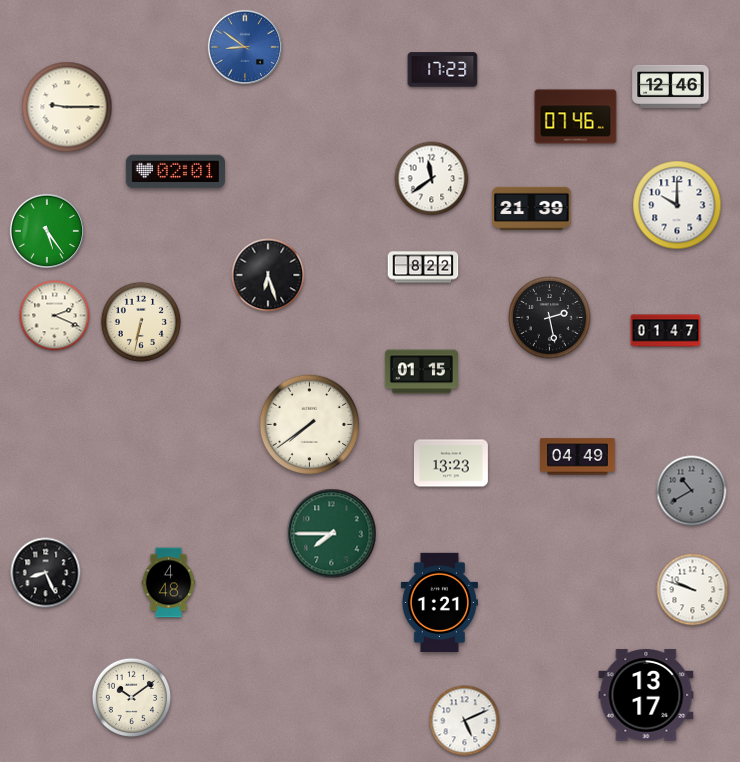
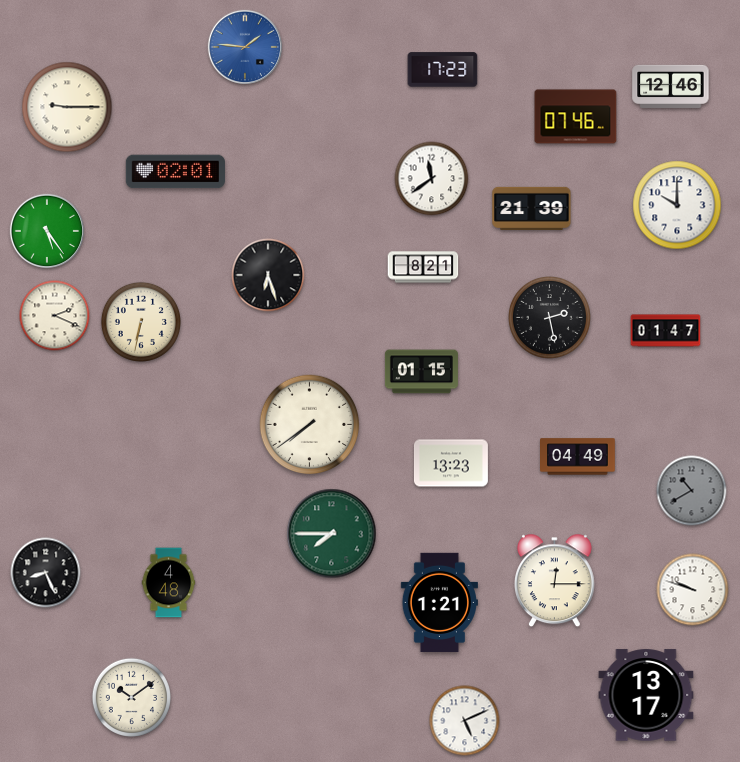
clock at (244, 46): 8:51 -> 1:46
clock at (423, 267): 8:22 -> 8:21
clock at (554, 581): none -> 12:15
